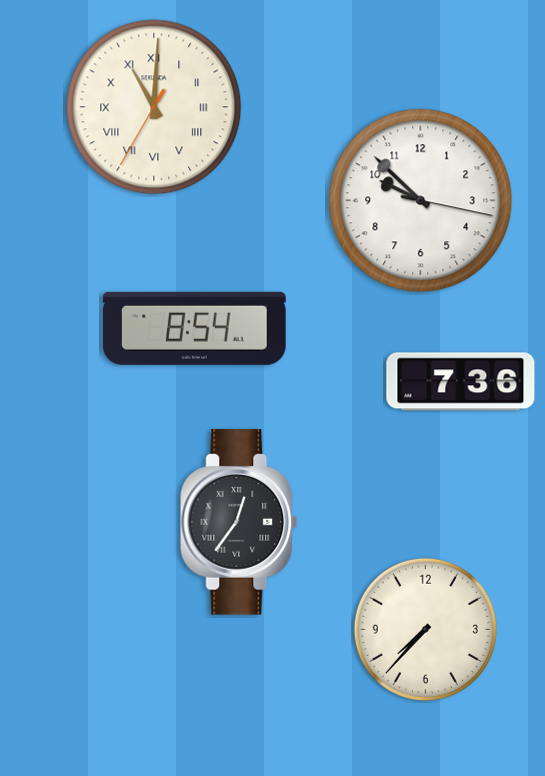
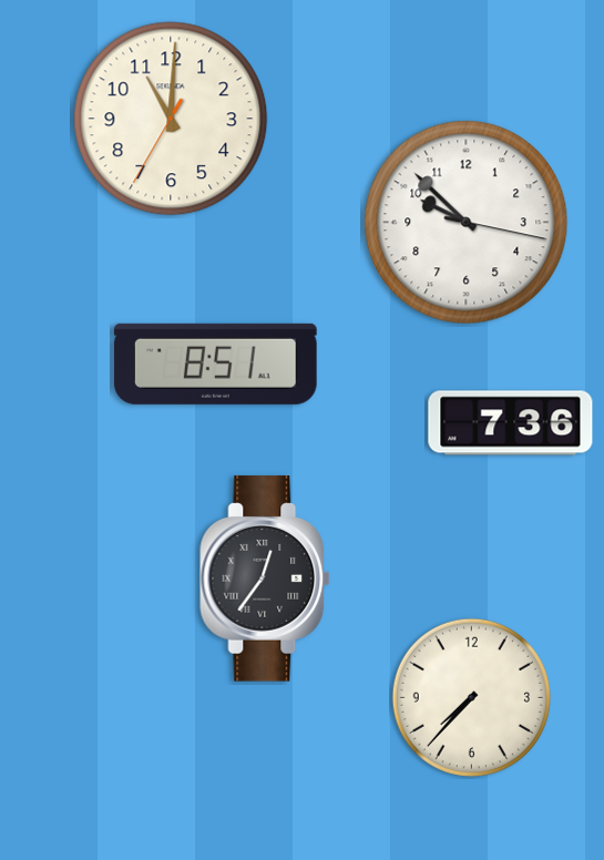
clock at (154, 107) numerals: Roman -> Arabic
clock at (194, 328): 8:54 -> 8:51
